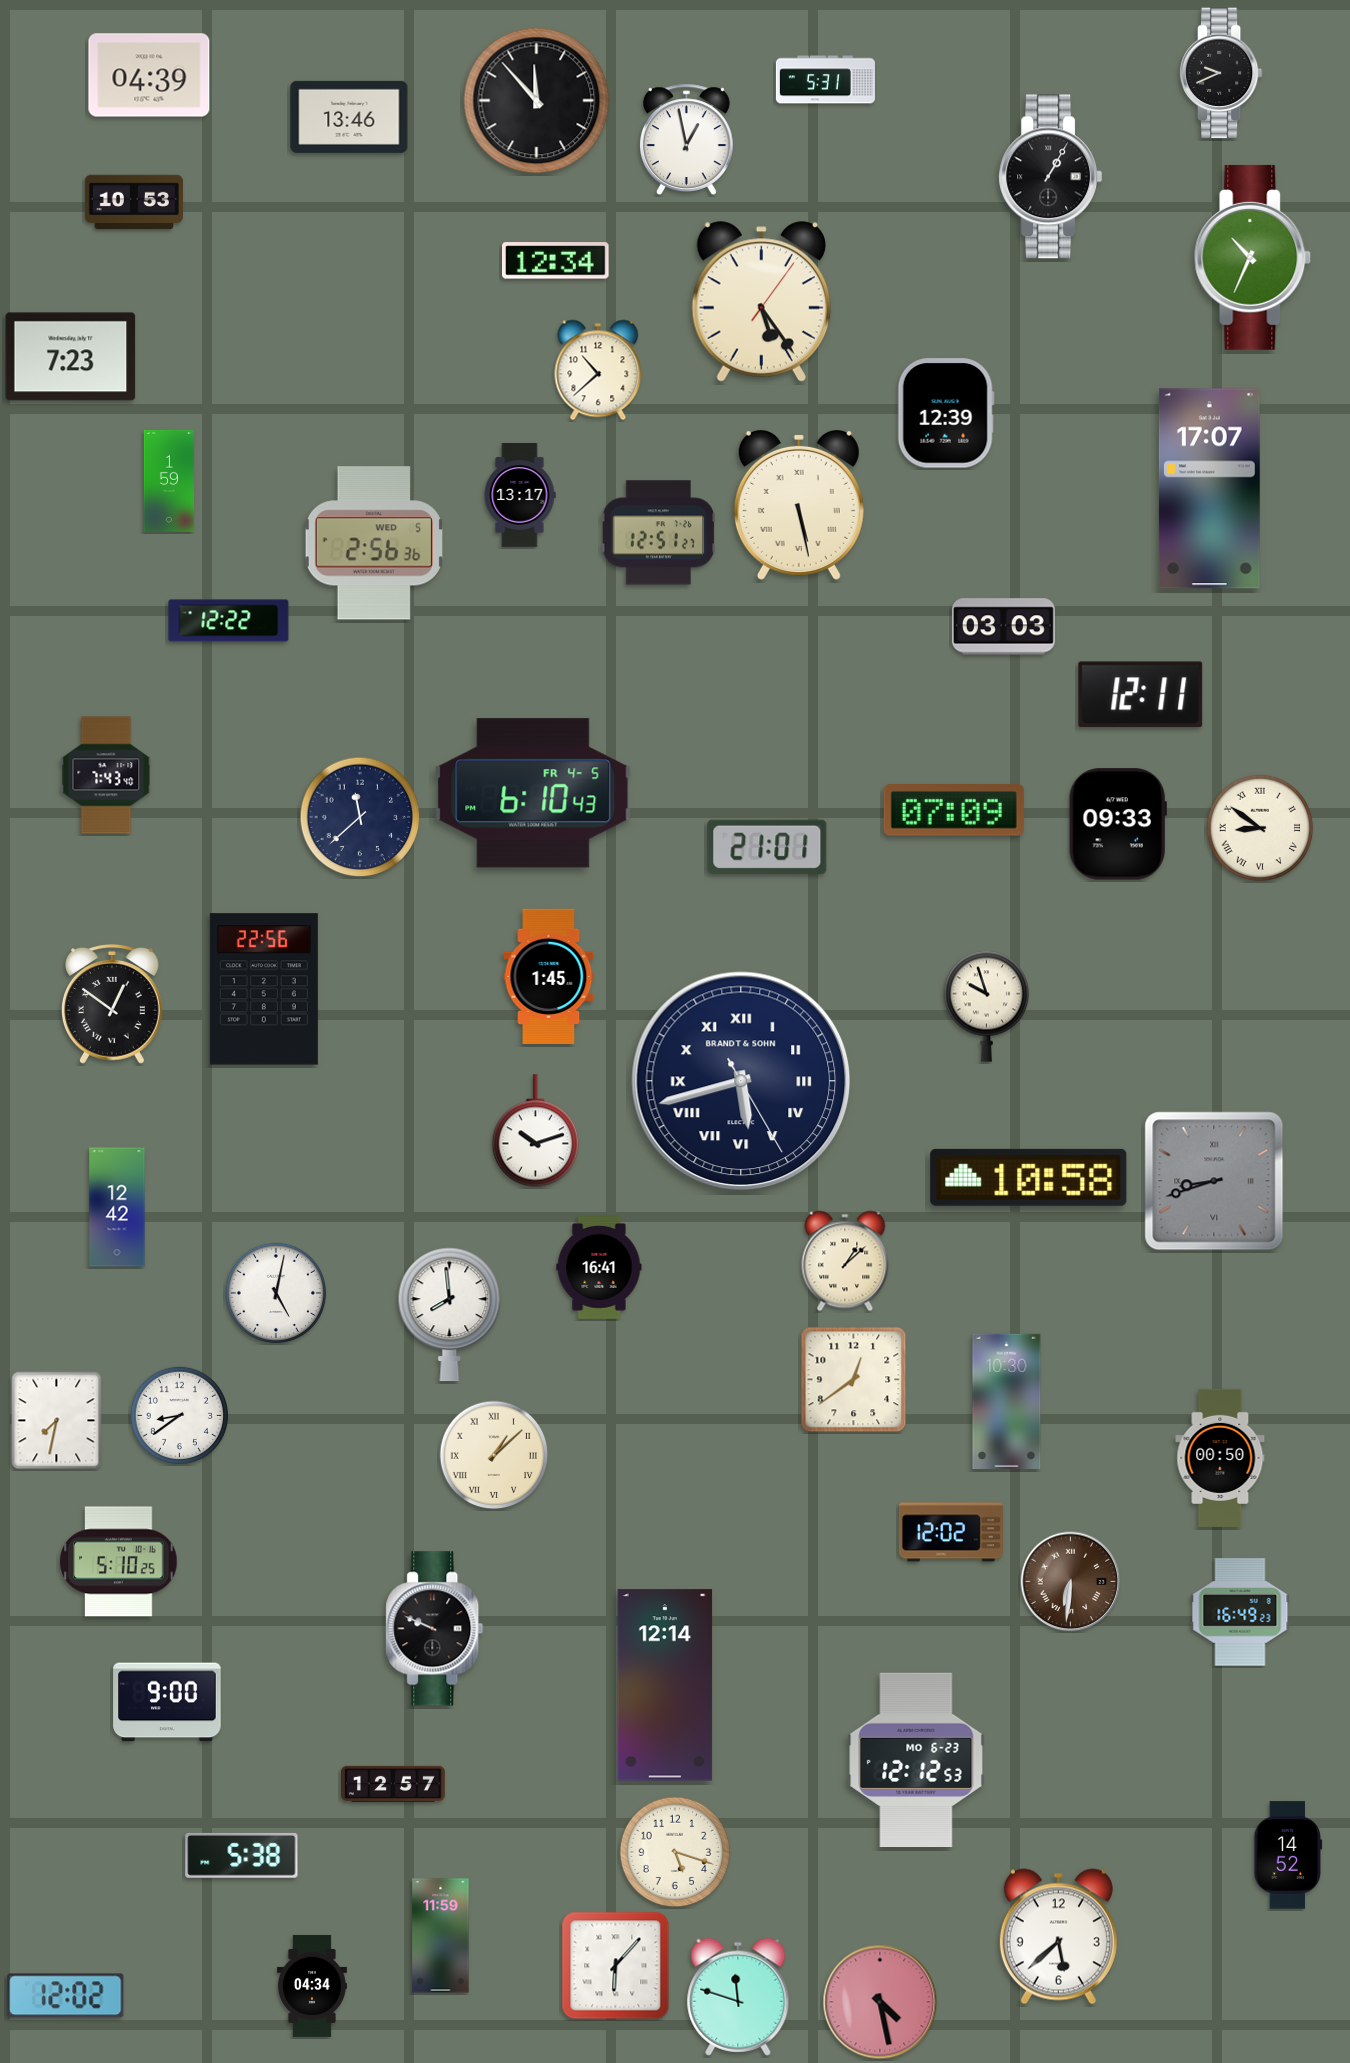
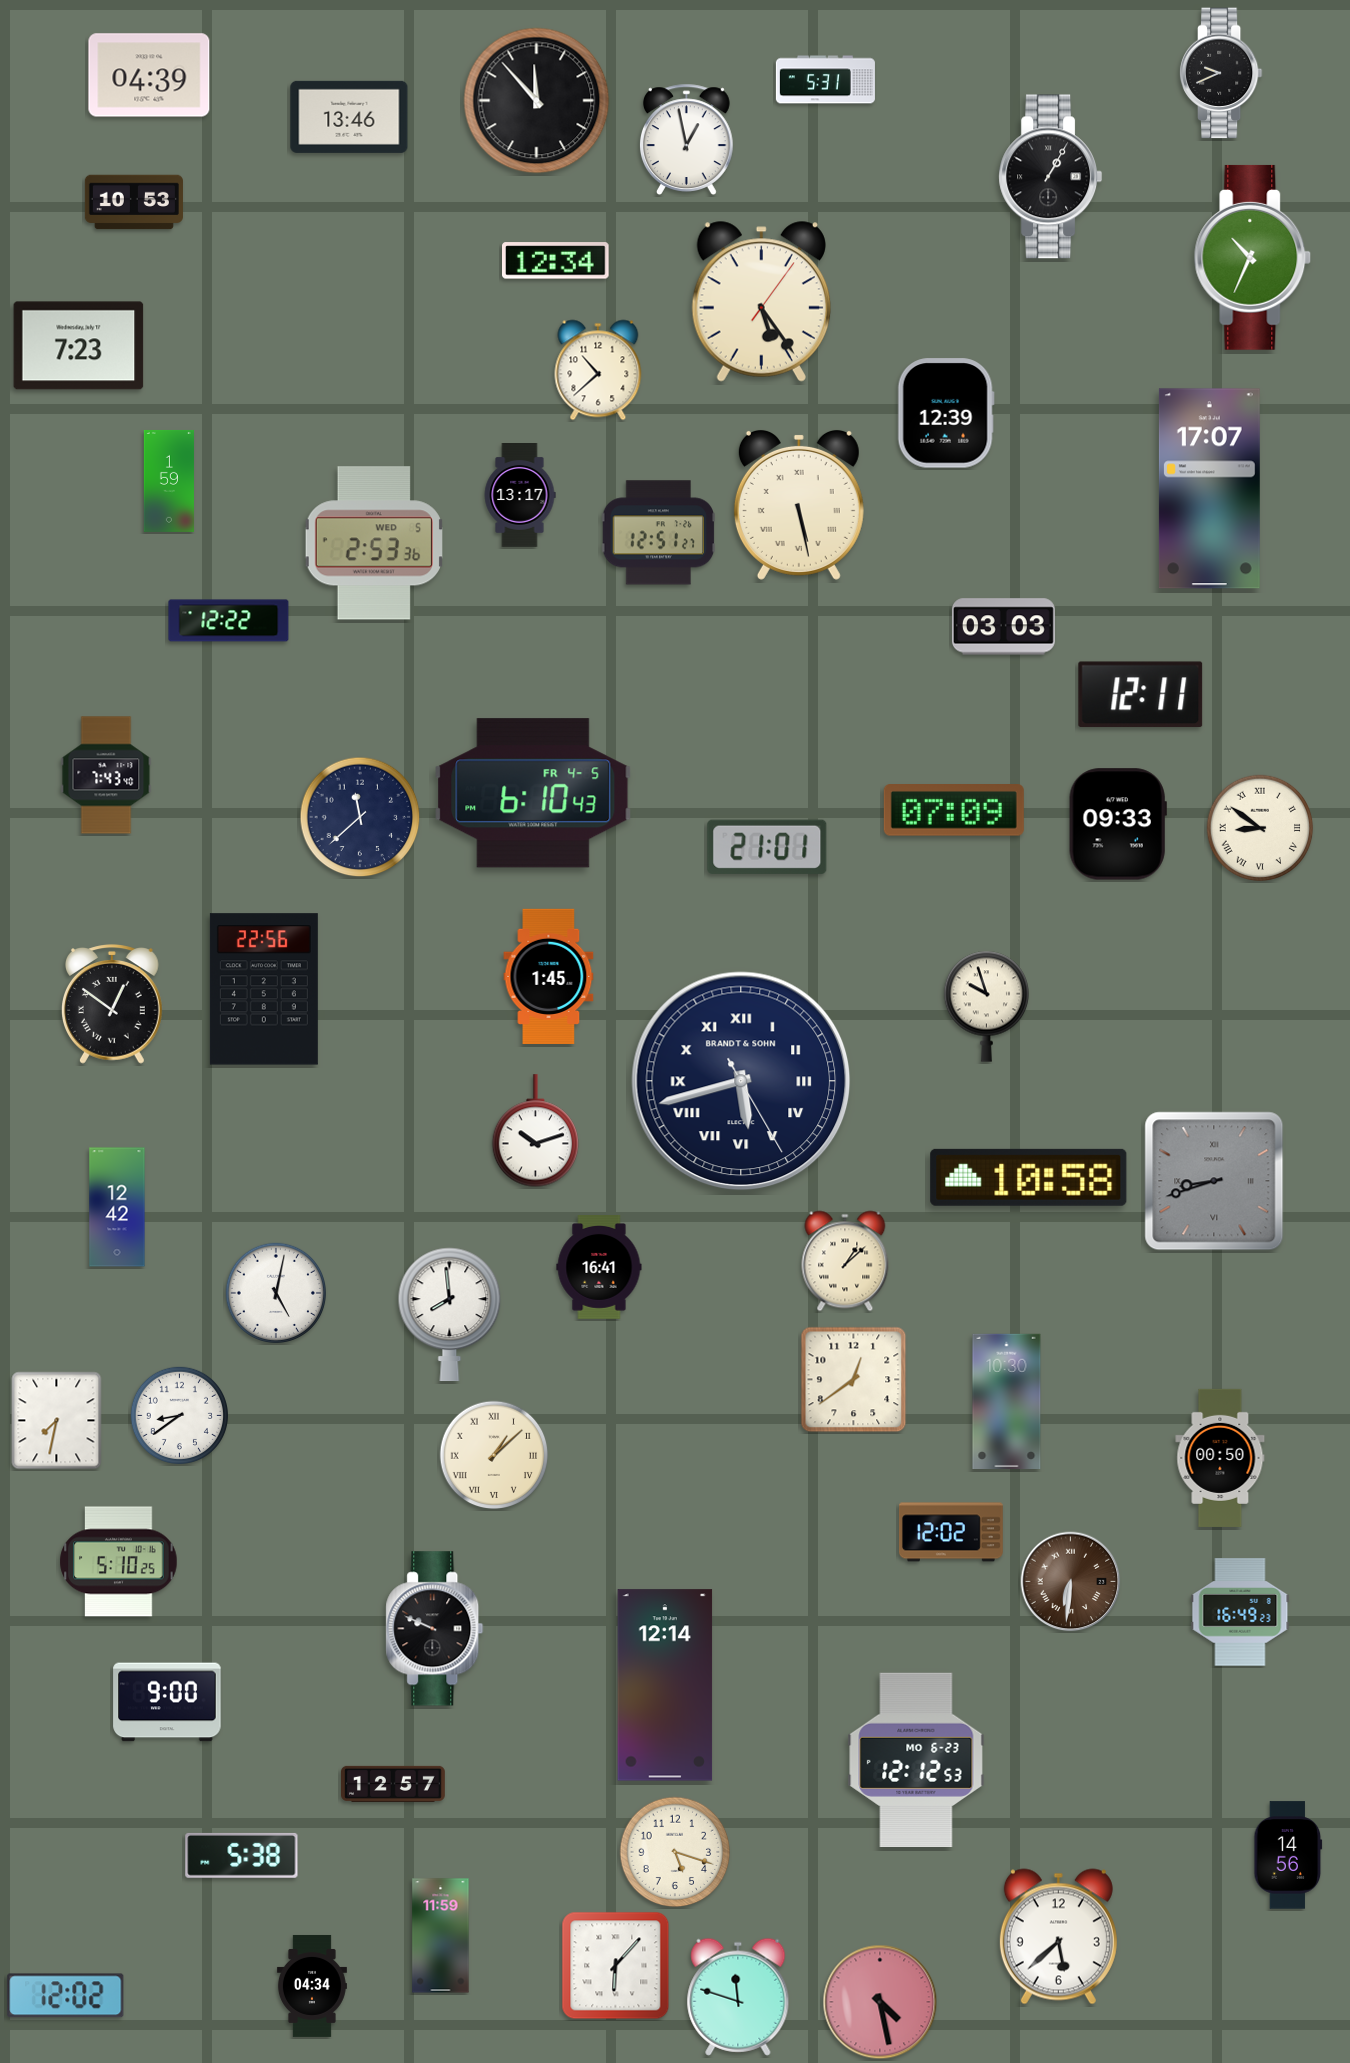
clock at (71, 357) position: (71, 357) -> (79, 346)
clock at (374, 543): 2:56 -> 2:53
clock at (1288, 1855): 14:52 -> 14:56
